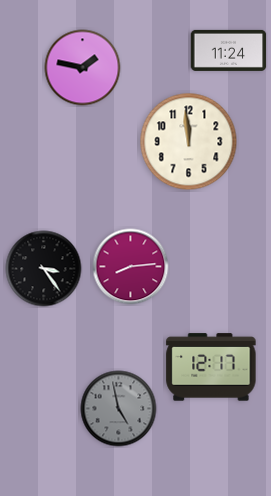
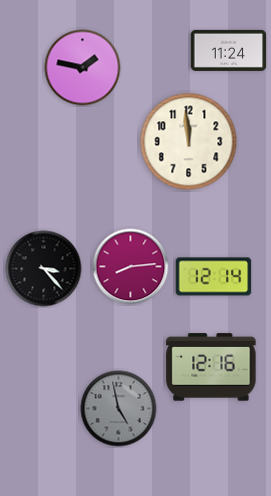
clock at (44, 269): 3:24 -> 3:23
clock at (214, 277): none -> 12:14
clock at (211, 367): 12:17 -> 12:16
